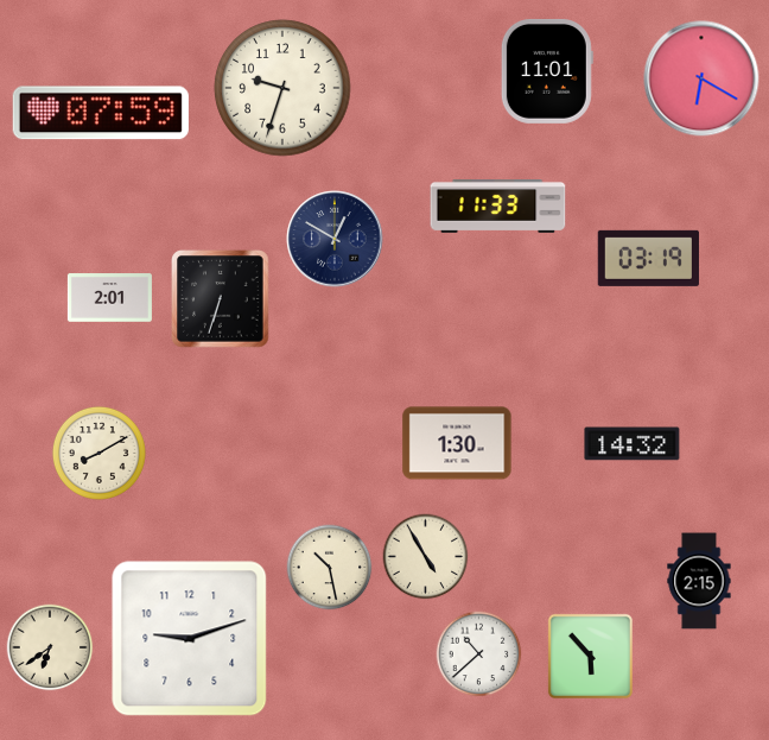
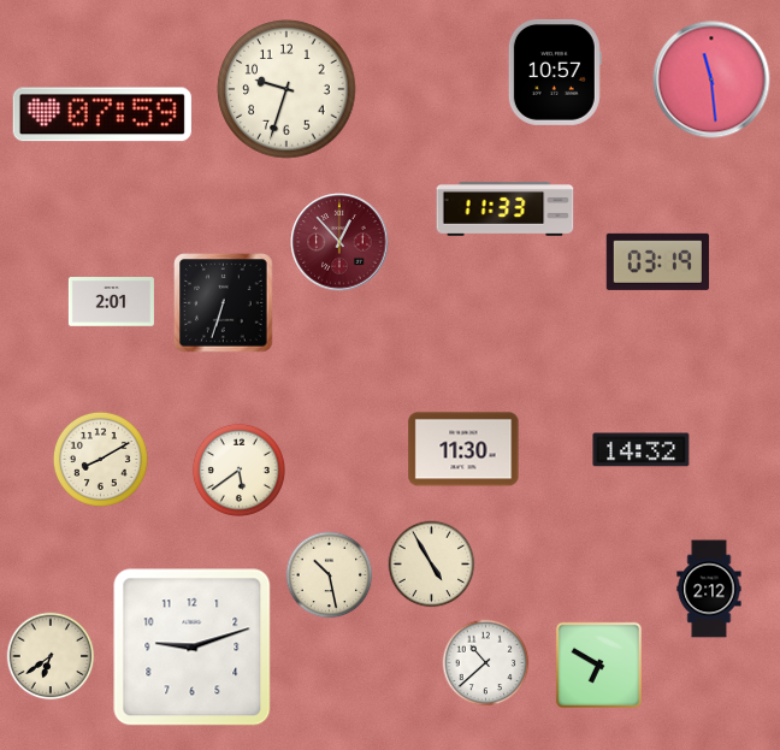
clock at (547, 71): 11:01 -> 10:57
clock at (701, 78): 6:20 -> 11:29
clock at (335, 239): 12:50 -> 12:53
clock at (335, 239) dial: navy -> burgundy
clock at (457, 443): 1:30 -> 11:30
clock at (238, 470): none -> 5:39
clock at (330, 568) position: (330, 568) -> (330, 575)
clock at (699, 581): 2:15 -> 2:12
clock at (590, 656): 5:53 -> 6:50
